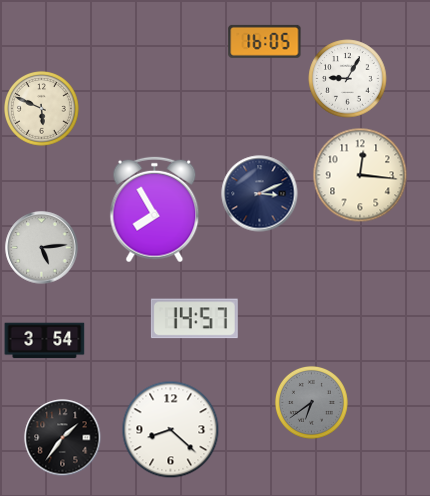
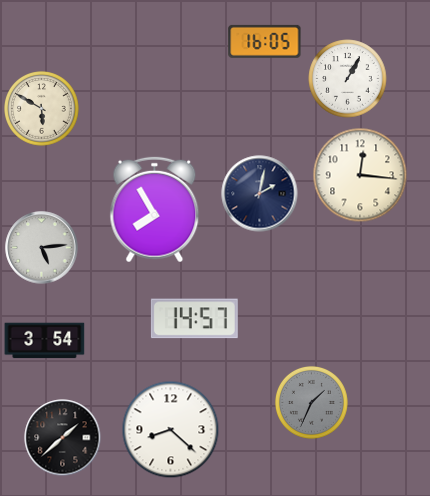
clock at (348, 79): 9:05 -> 1:05
clock at (42, 109): 5:49 -> 5:50
clock at (260, 194): 3:11 -> 2:02
clock at (311, 402): 6:39 -> 1:34
clock at (63, 438): 1:36 -> 1:38
